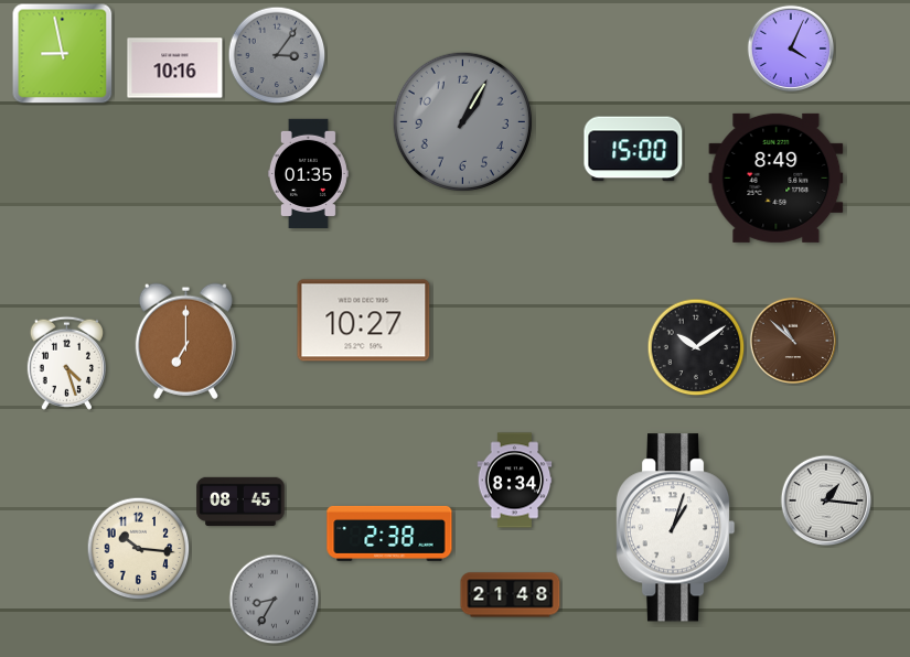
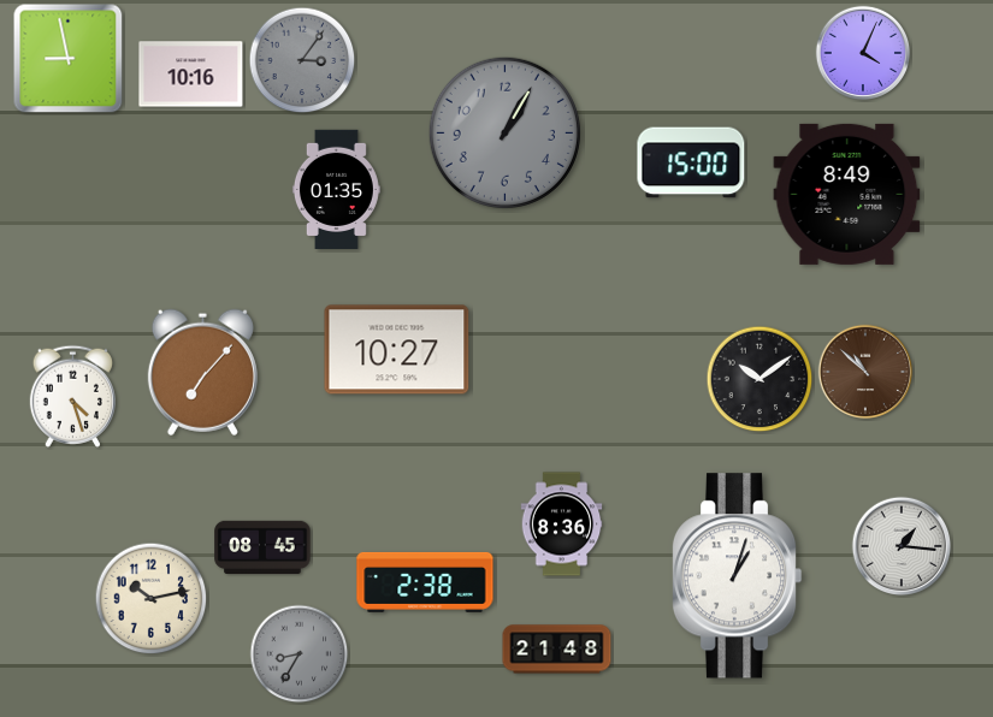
clock at (185, 341): 7:00 -> 7:07
clock at (515, 481): 8:34 -> 8:36
clock at (139, 549): 10:16 -> 10:13
